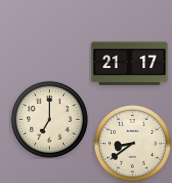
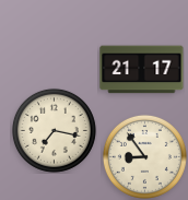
clock at (49, 119): 7:00 -> 7:17
clock at (132, 143): 8:39 -> 8:54
